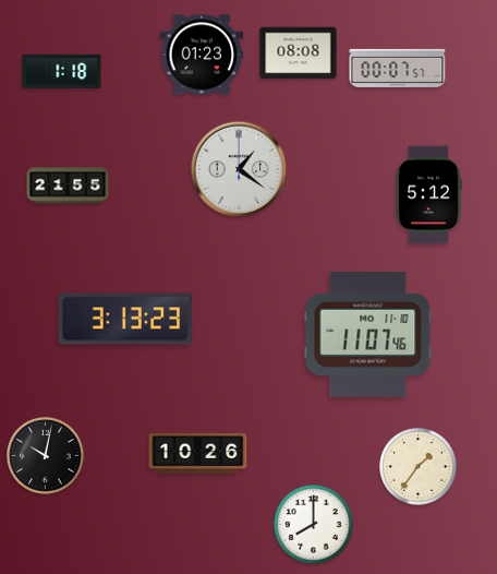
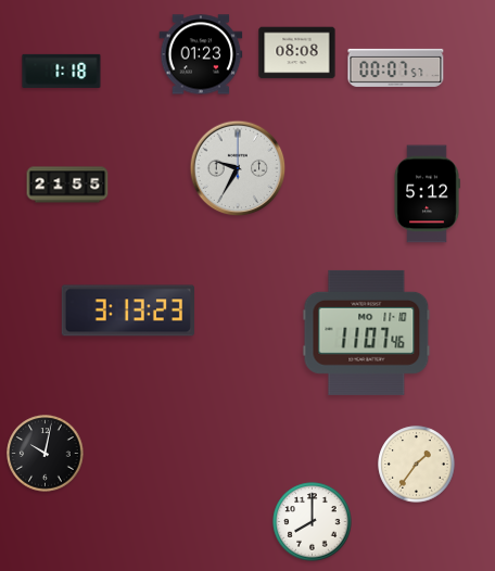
clock at (239, 169): 1:21 -> 9:35
clock at (125, 319) position: (125, 319) -> (128, 310)
clock at (198, 454): 10:26 -> none
